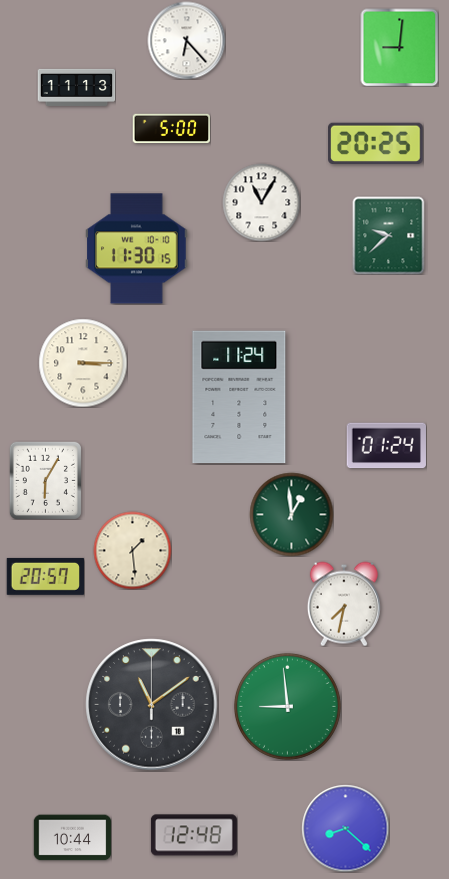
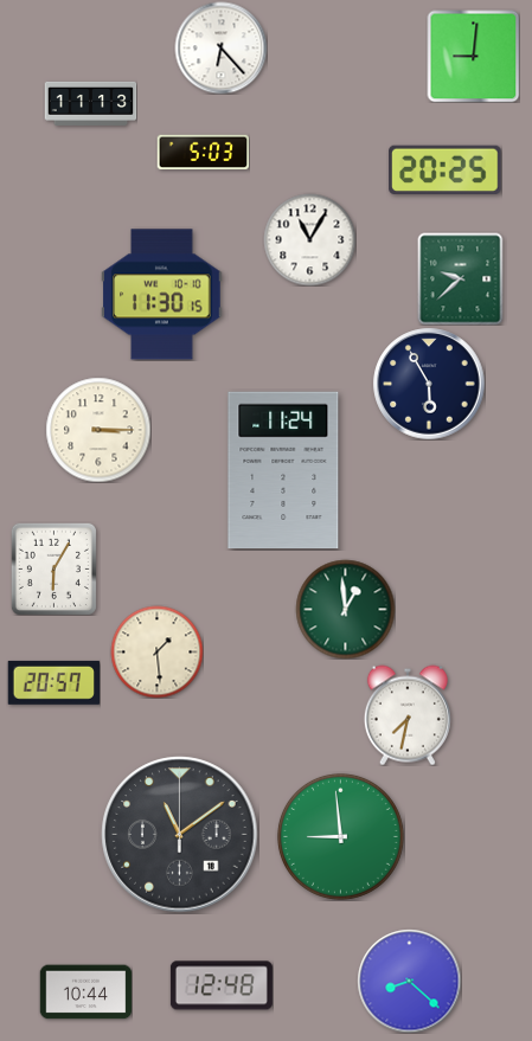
clock at (171, 129): 5:00 -> 5:03
clock at (429, 384): none -> 5:55
clock at (386, 446): 01:24 -> none
clock at (194, 835) position: (194, 835) -> (222, 985)
